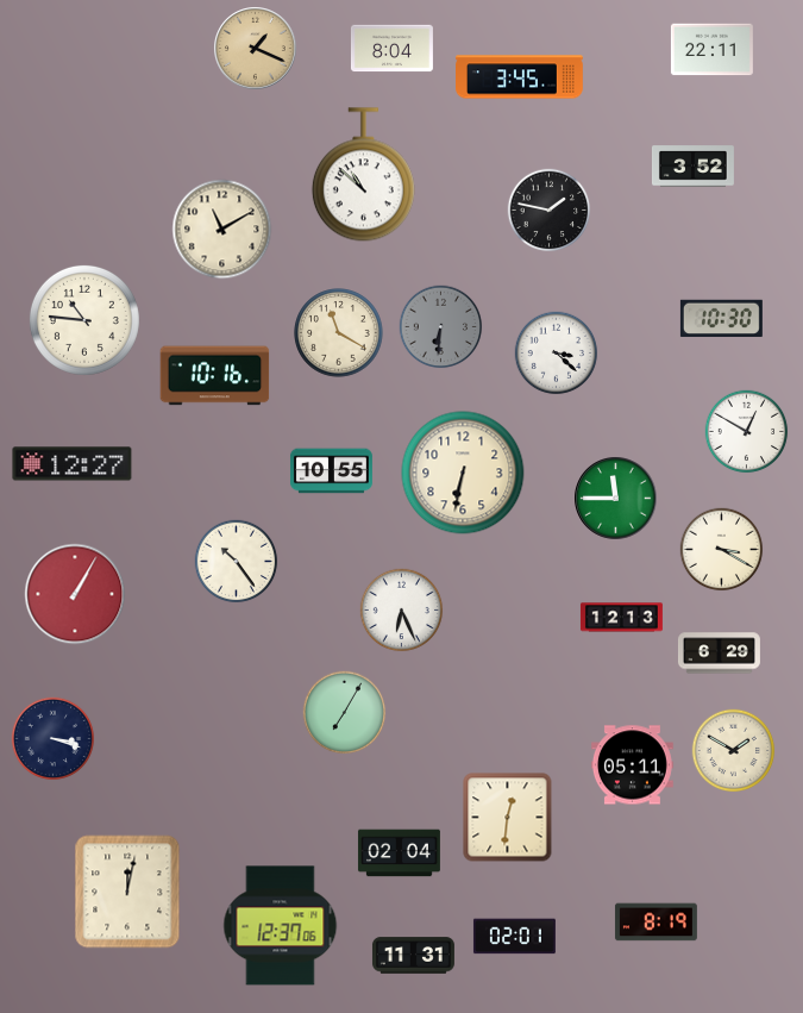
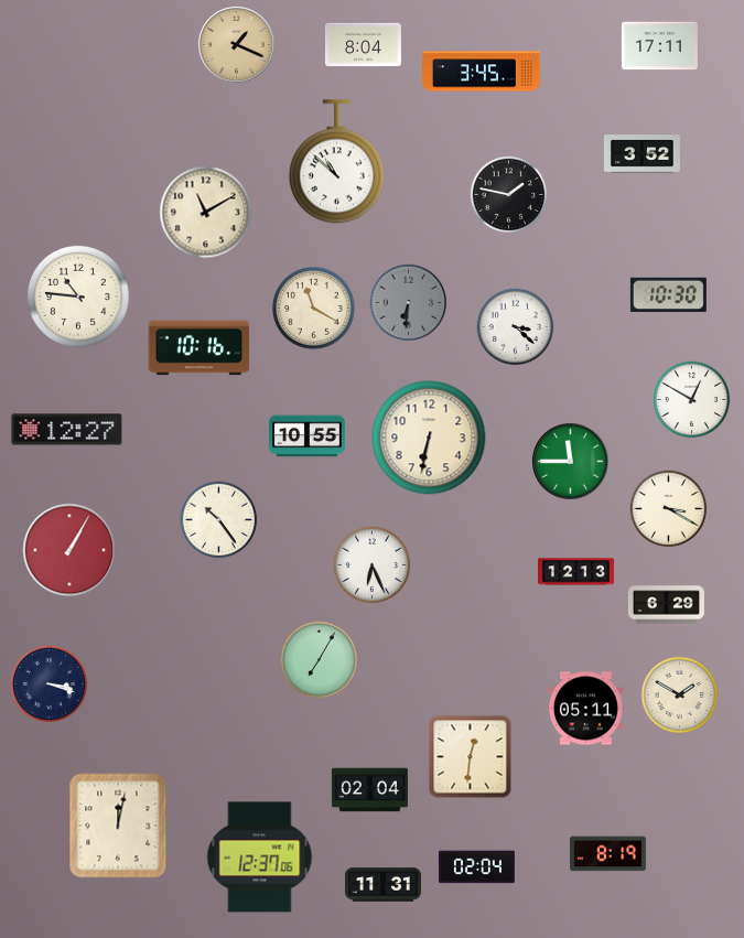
clock at (711, 50): 22:11 -> 17:11
clock at (514, 937): 02:01 -> 02:04
